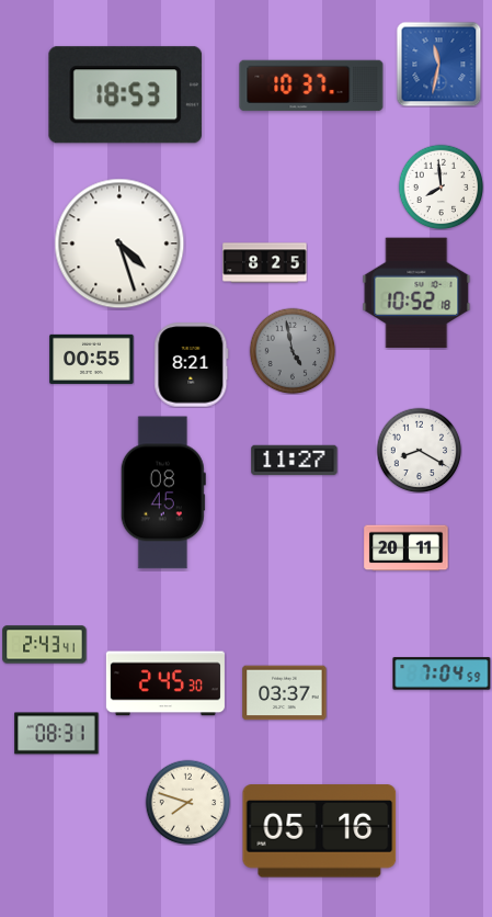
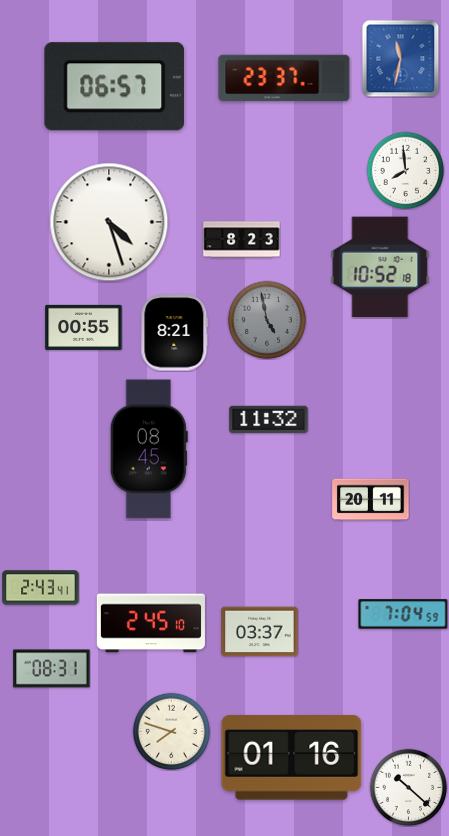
clock at (311, 86): 10:37 -> 23:37
clock at (126, 95): 18:53 -> 06:57
clock at (440, 186) position: (440, 186) -> (405, 170)
clock at (265, 263): 8:25 -> 8:23
clock at (419, 450): 8:20 -> none
clock at (295, 461): 11:27 -> 11:32
clock at (165, 683): 2:45:30 -> 2:45:10
clock at (320, 831): 05:16 -> 01:16
clock at (408, 787): none -> 10:22
